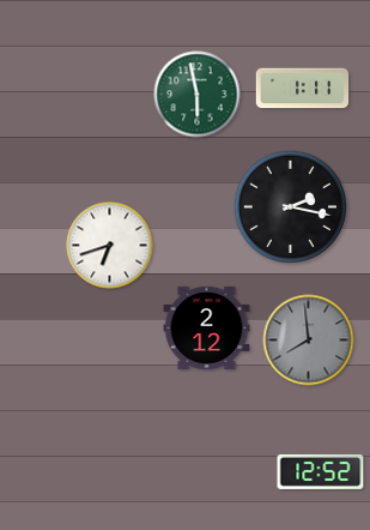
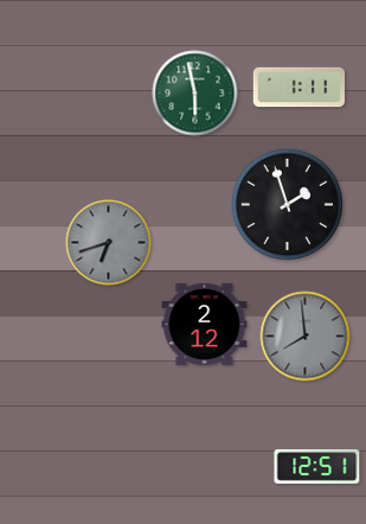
clock at (290, 206): 2:17 -> 1:57
clock at (110, 246) dial: white -> grey
clock at (321, 471): 12:52 -> 12:51
